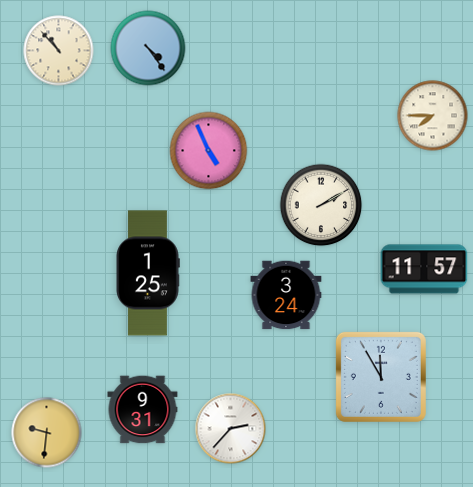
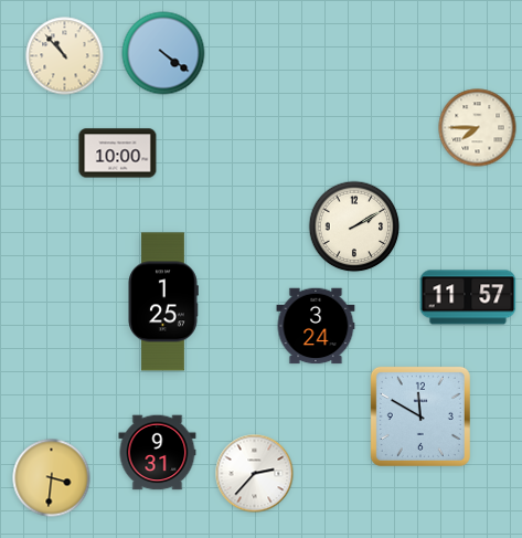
clock at (148, 48): 4:24 -> 4:21
clock at (118, 154): none -> 10:00
clock at (209, 151): 4:56 -> none
clock at (381, 377): 11:55 -> 11:50
clock at (47, 433): 9:31 -> 3:31
